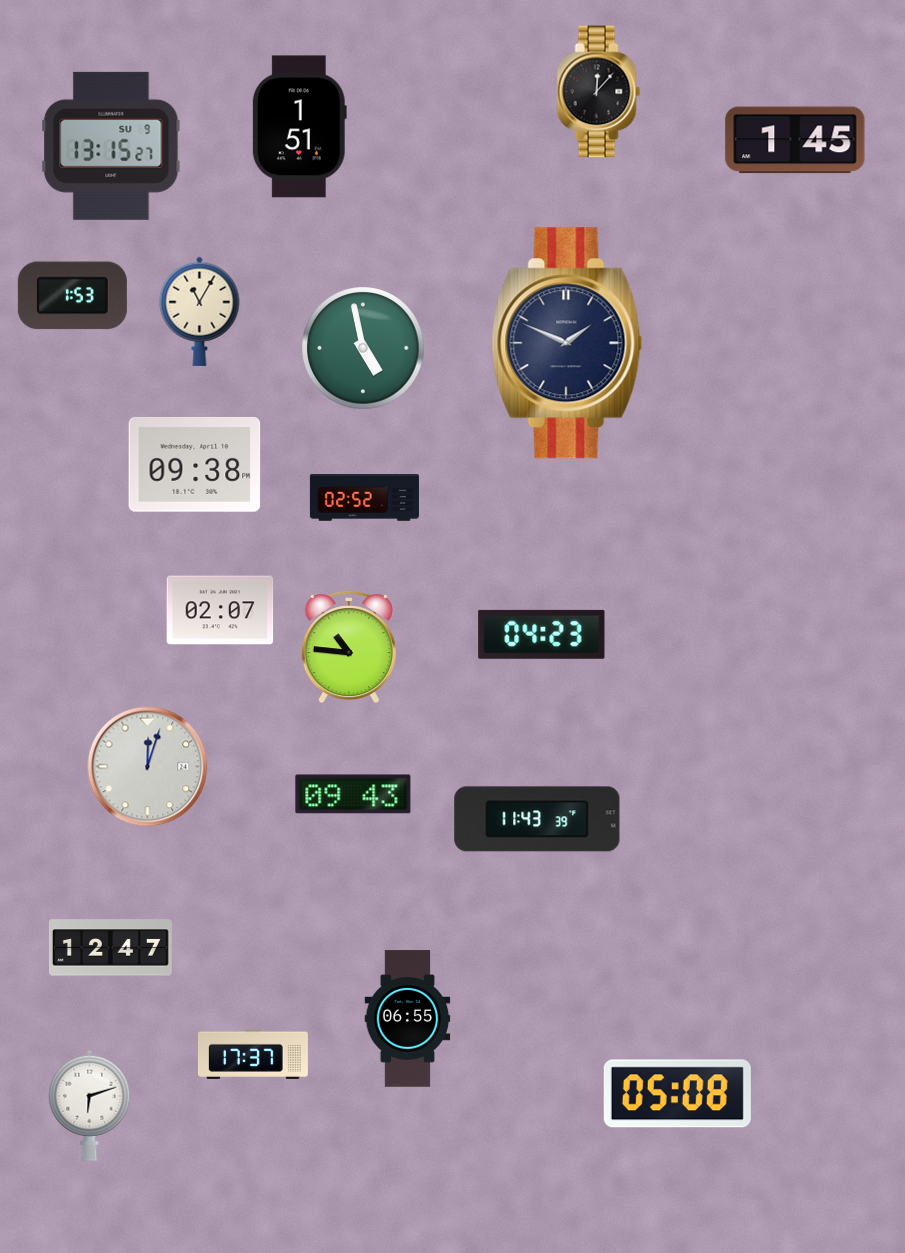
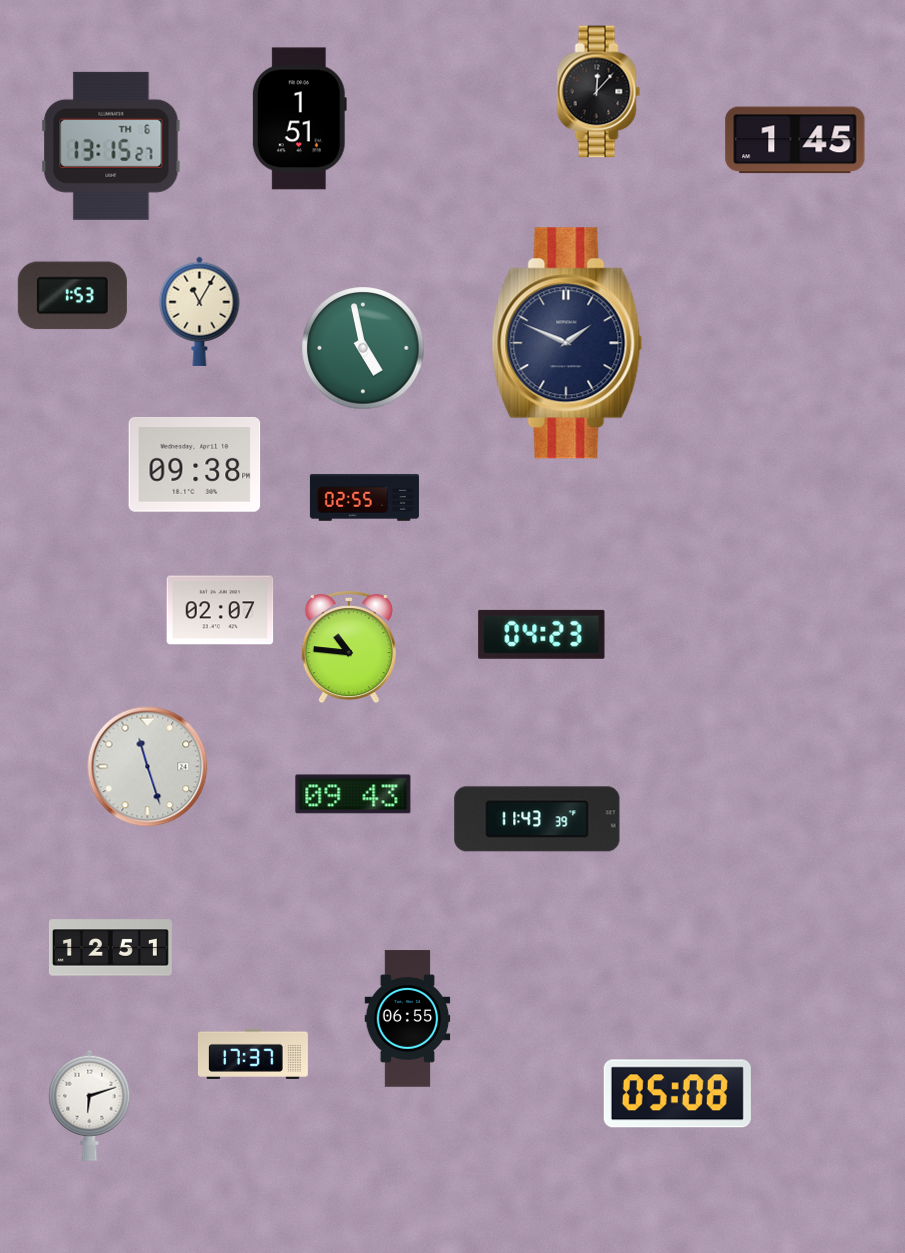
clock at (299, 127) position: (299, 127) -> (299, 119)
clock at (111, 146) date: SU 9 -> TH 6
clock at (364, 498): 02:52 -> 02:55
clock at (148, 767): 12:03 -> 11:27
clock at (110, 948): 12:47 -> 12:51
